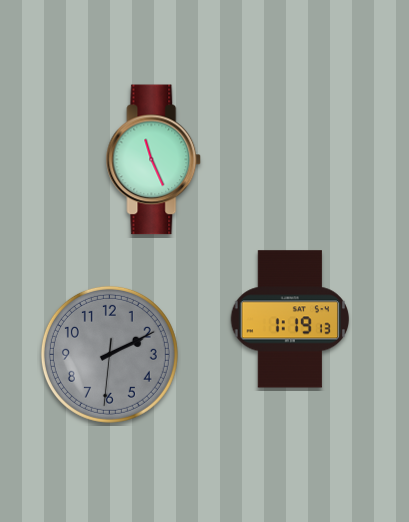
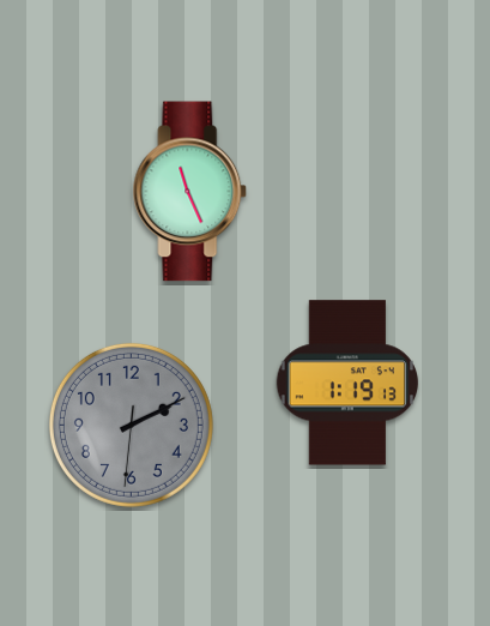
clock at (154, 160) position: (154, 160) -> (190, 192)
